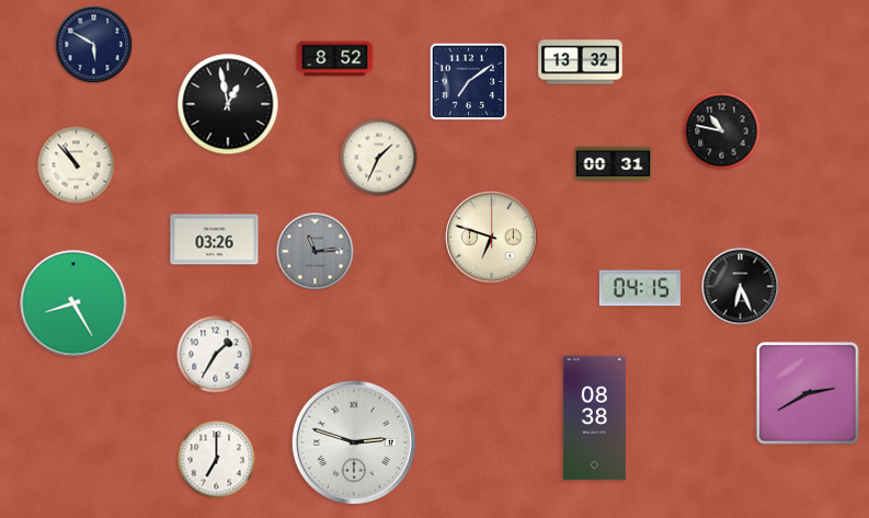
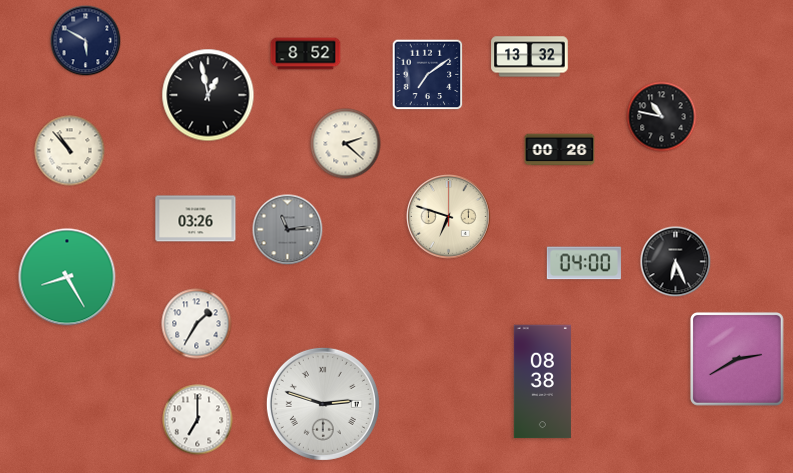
clock at (722, 131) position: (722, 131) -> (662, 117)
clock at (379, 158): 1:34 -> 2:22
clock at (614, 164): 00:31 -> 00:26
clock at (640, 288): 04:15 -> 04:00
